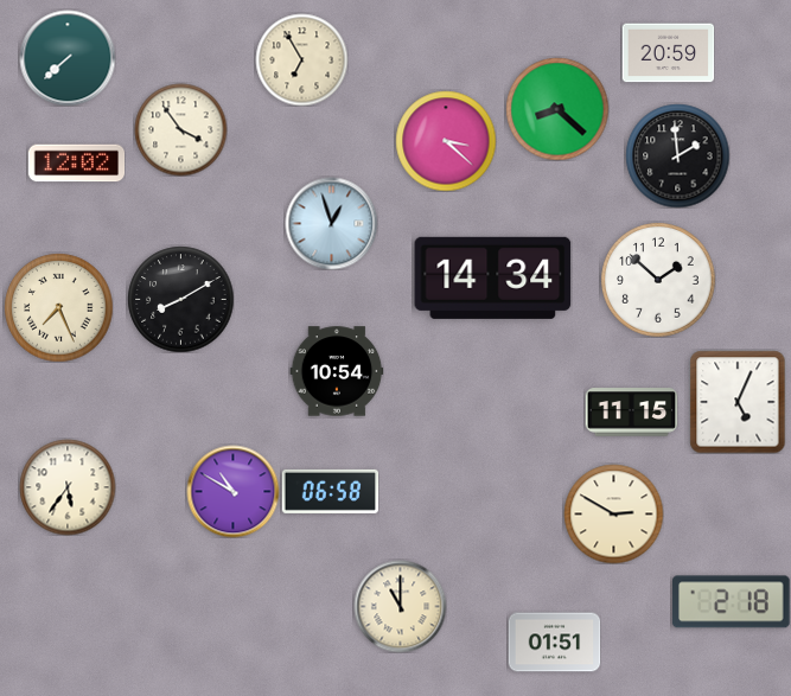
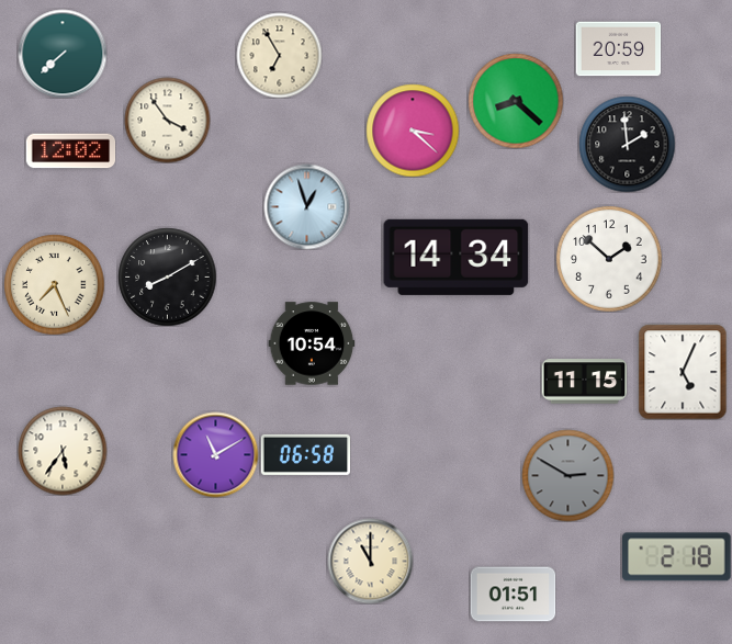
clock at (232, 491): 10:50 -> 11:10
clock at (613, 513) dial: cream -> grey
